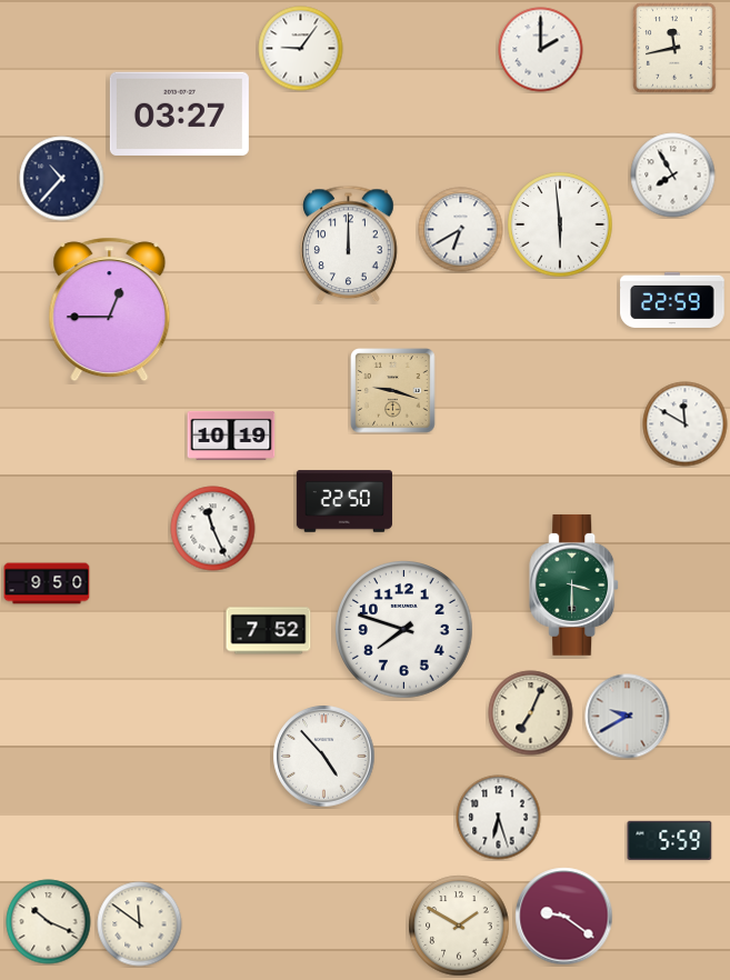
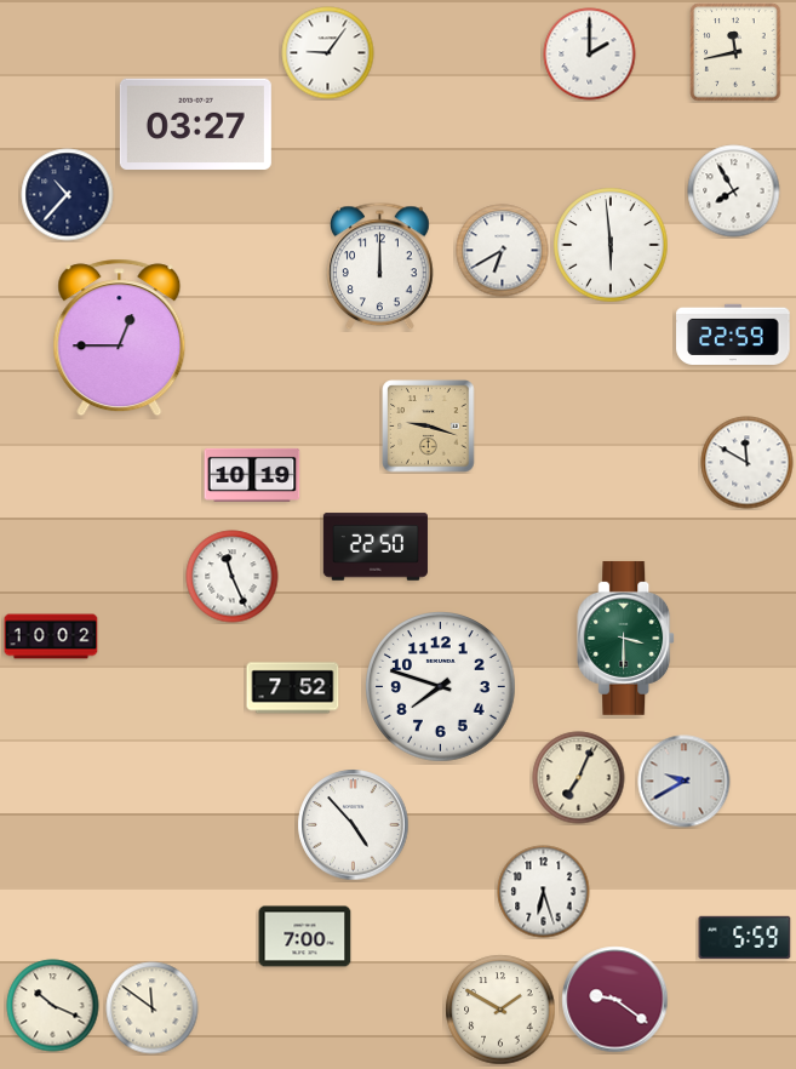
clock at (672, 300) position: (672, 300) -> (733, 335)
clock at (47, 583): 9:50 -> 10:02
clock at (670, 840) position: (670, 840) -> (745, 937)
clock at (305, 937): none -> 7:00
